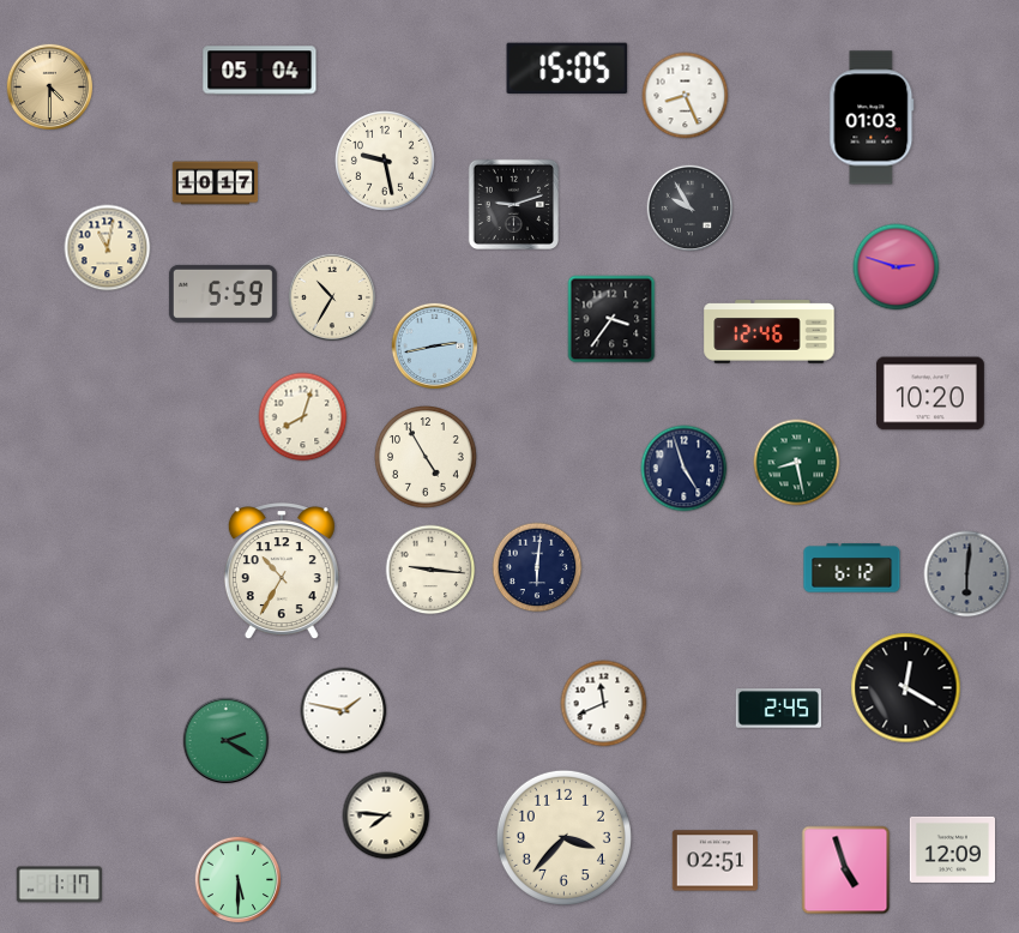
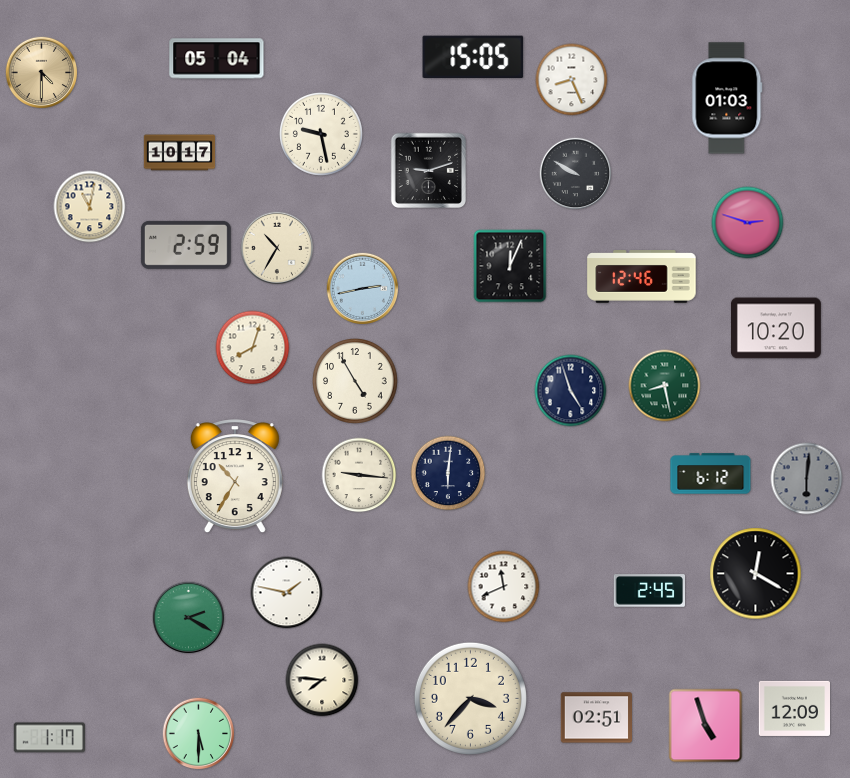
clock at (691, 209): 9:55 -> 9:50
clock at (223, 294): 5:59 -> 2:59
clock at (611, 319): 3:36 -> 12:04
